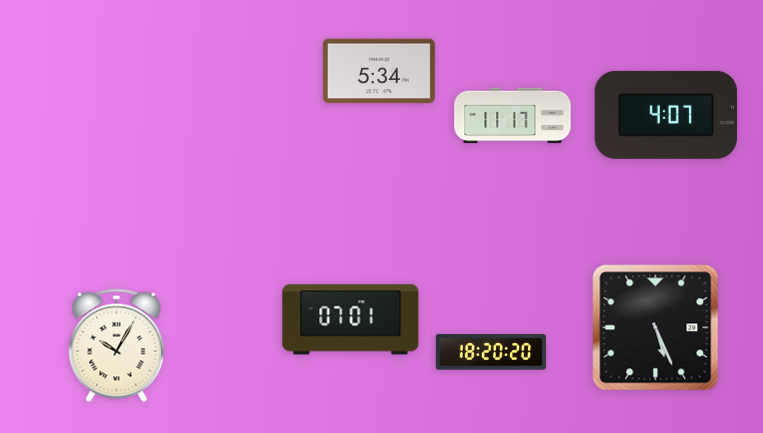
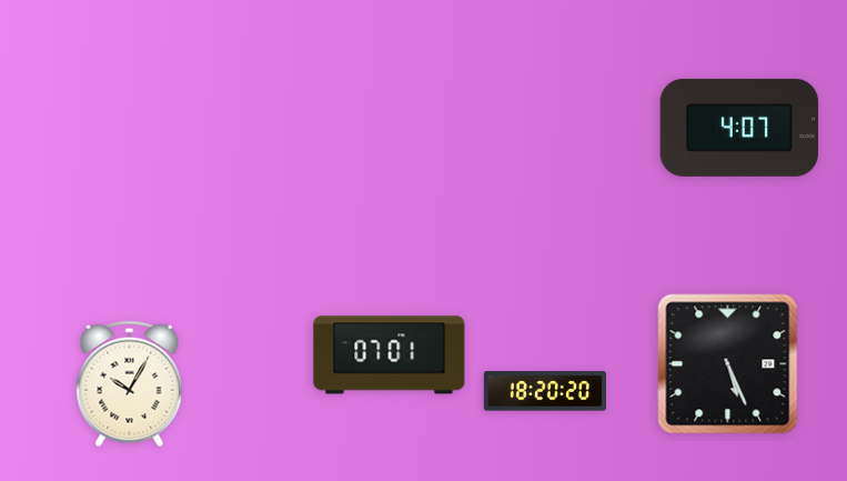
clock at (379, 71): 5:34 -> none
clock at (513, 116): 11:17 -> none
